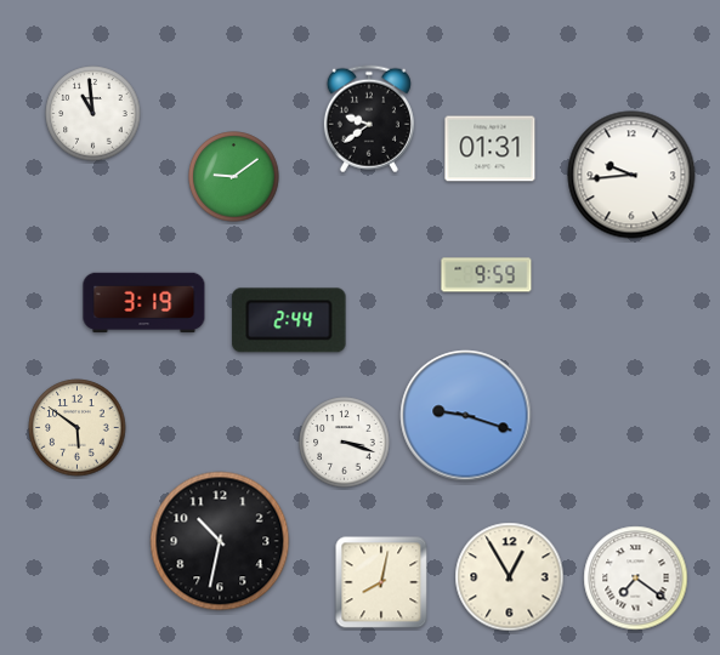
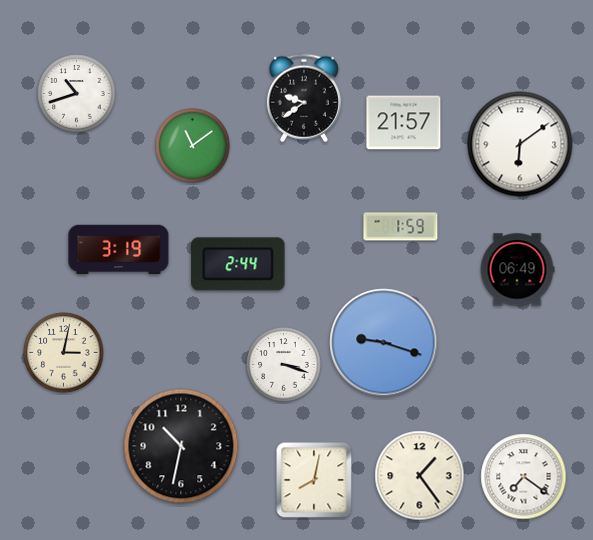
clock at (93, 114): 10:59 -> 10:42
clock at (491, 149): 01:31 -> 21:57
clock at (631, 175): 9:44 -> 6:09
clock at (234, 177): 9:09 -> 11:09
clock at (487, 275): 9:59 -> 1:59
clock at (517, 270): none -> 06:49
clock at (78, 428): 5:51 -> 3:02
clock at (510, 577): 12:55 -> 1:24
